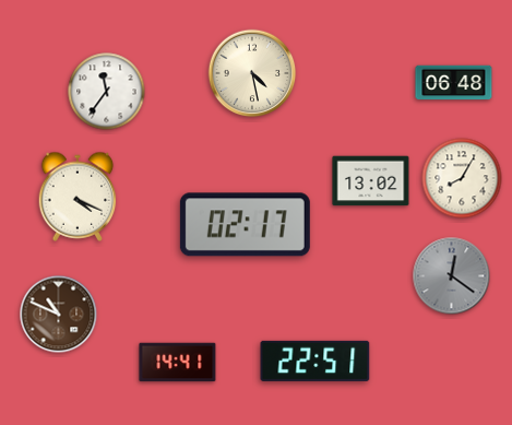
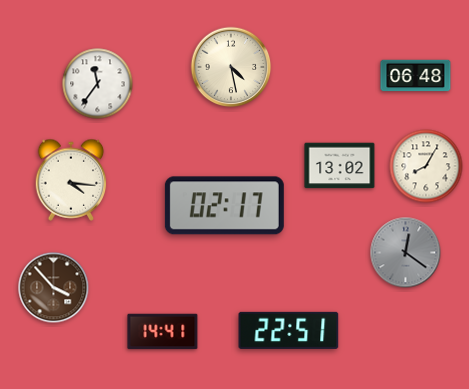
clock at (462, 178) position: (462, 178) -> (426, 166)
clock at (78, 197): 4:19 -> 4:16
clock at (452, 276) position: (452, 276) -> (406, 253)
clock at (59, 315): 10:49 -> 3:53
